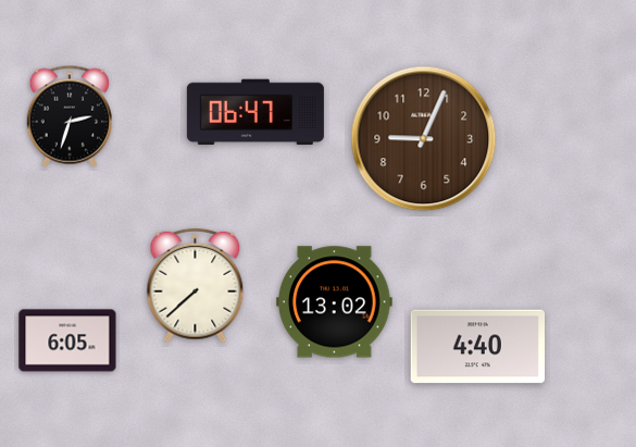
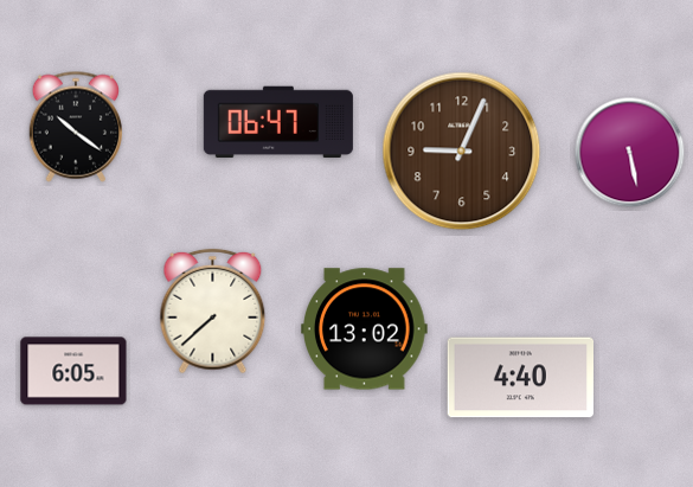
clock at (68, 116): 2:33 -> 10:21
clock at (630, 153): none -> 5:28
